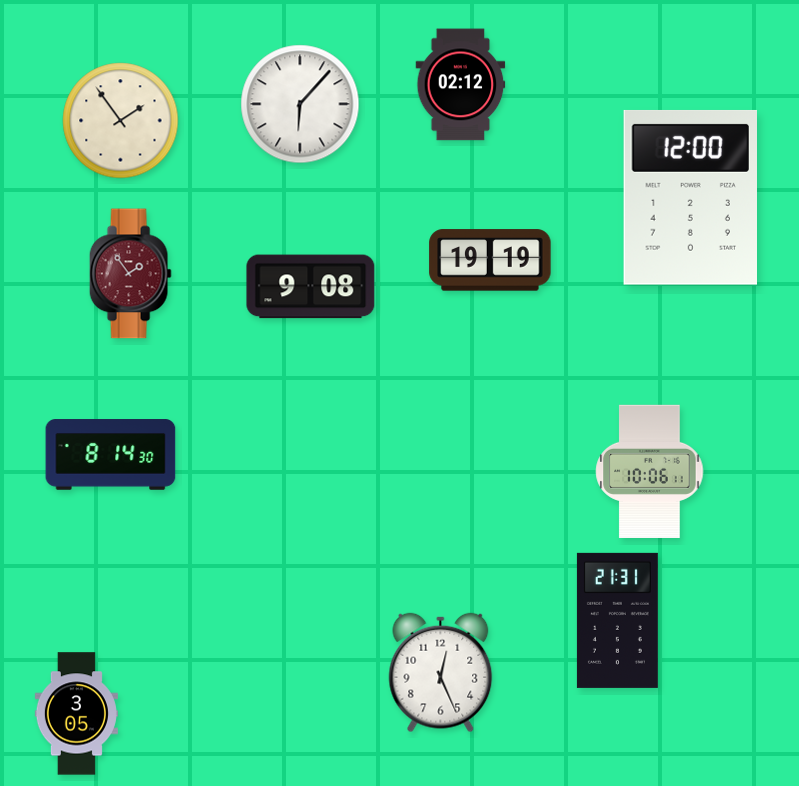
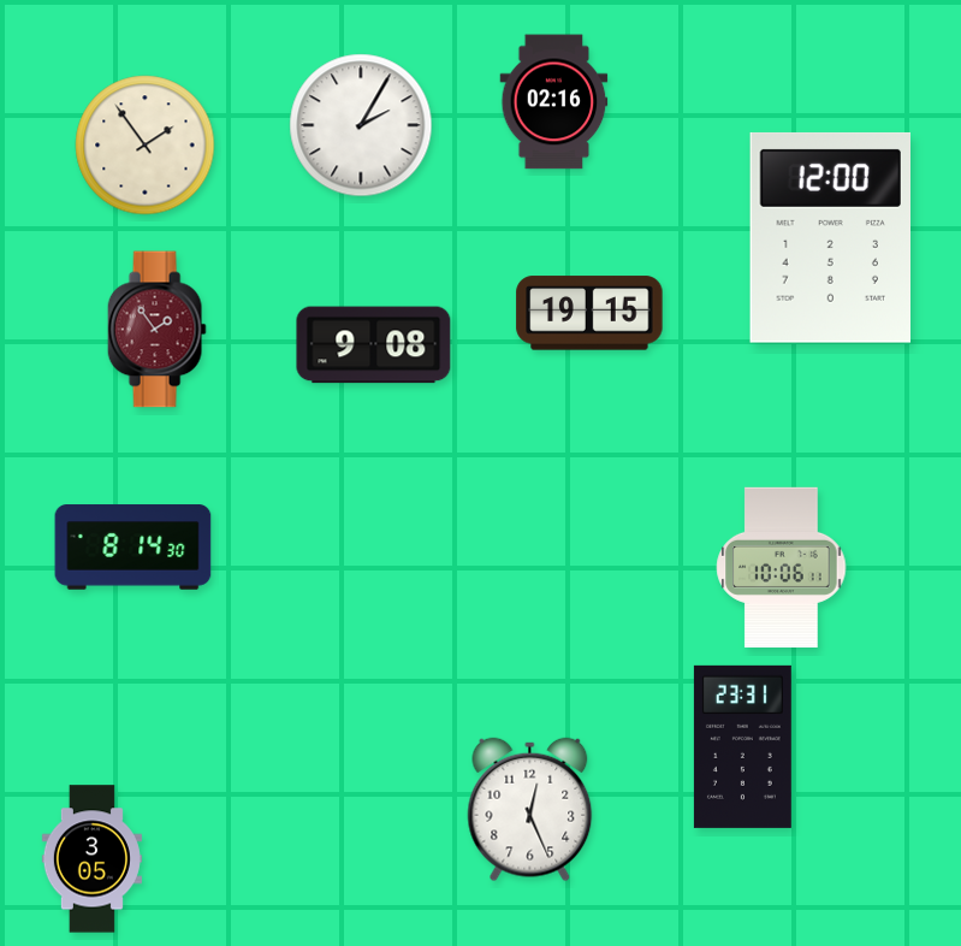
clock at (461, 85): 02:12 -> 02:16
clock at (300, 104): 6:07 -> 2:05
clock at (490, 260): 19:19 -> 19:15
clock at (617, 620): 21:31 -> 23:31
